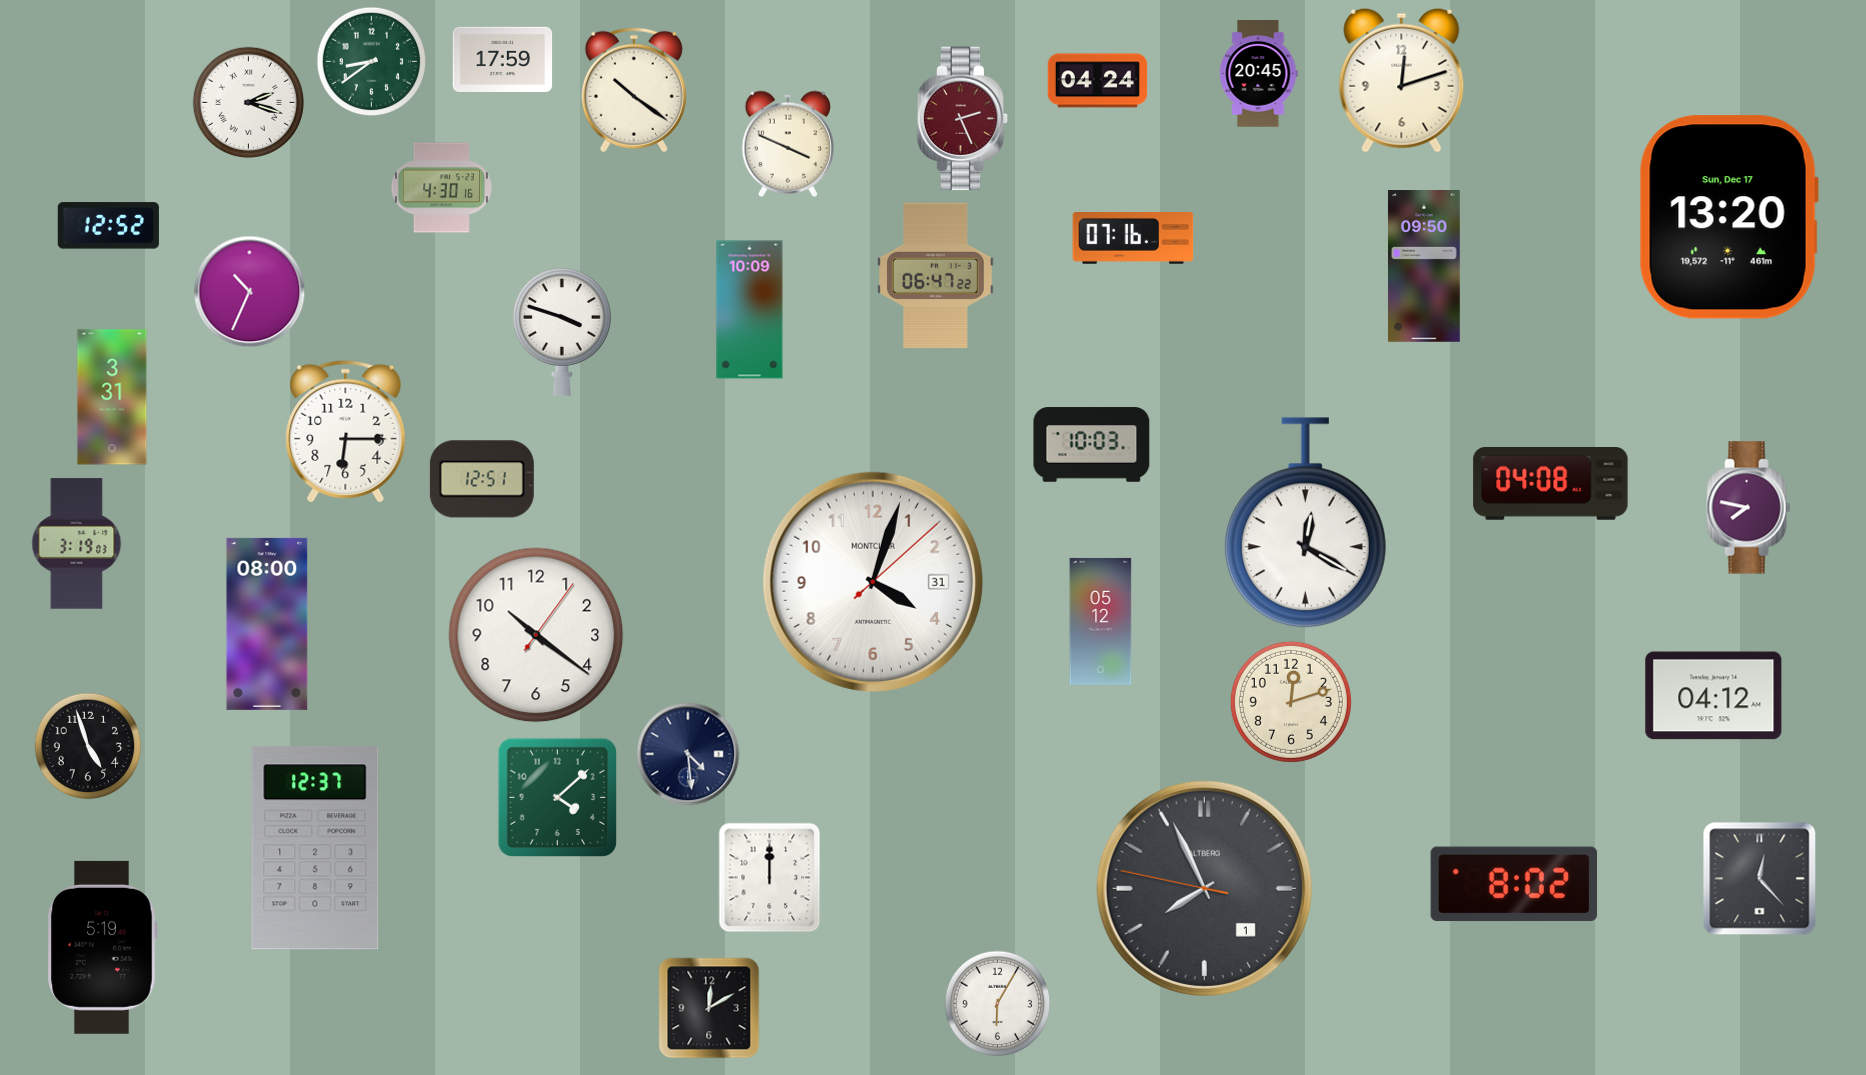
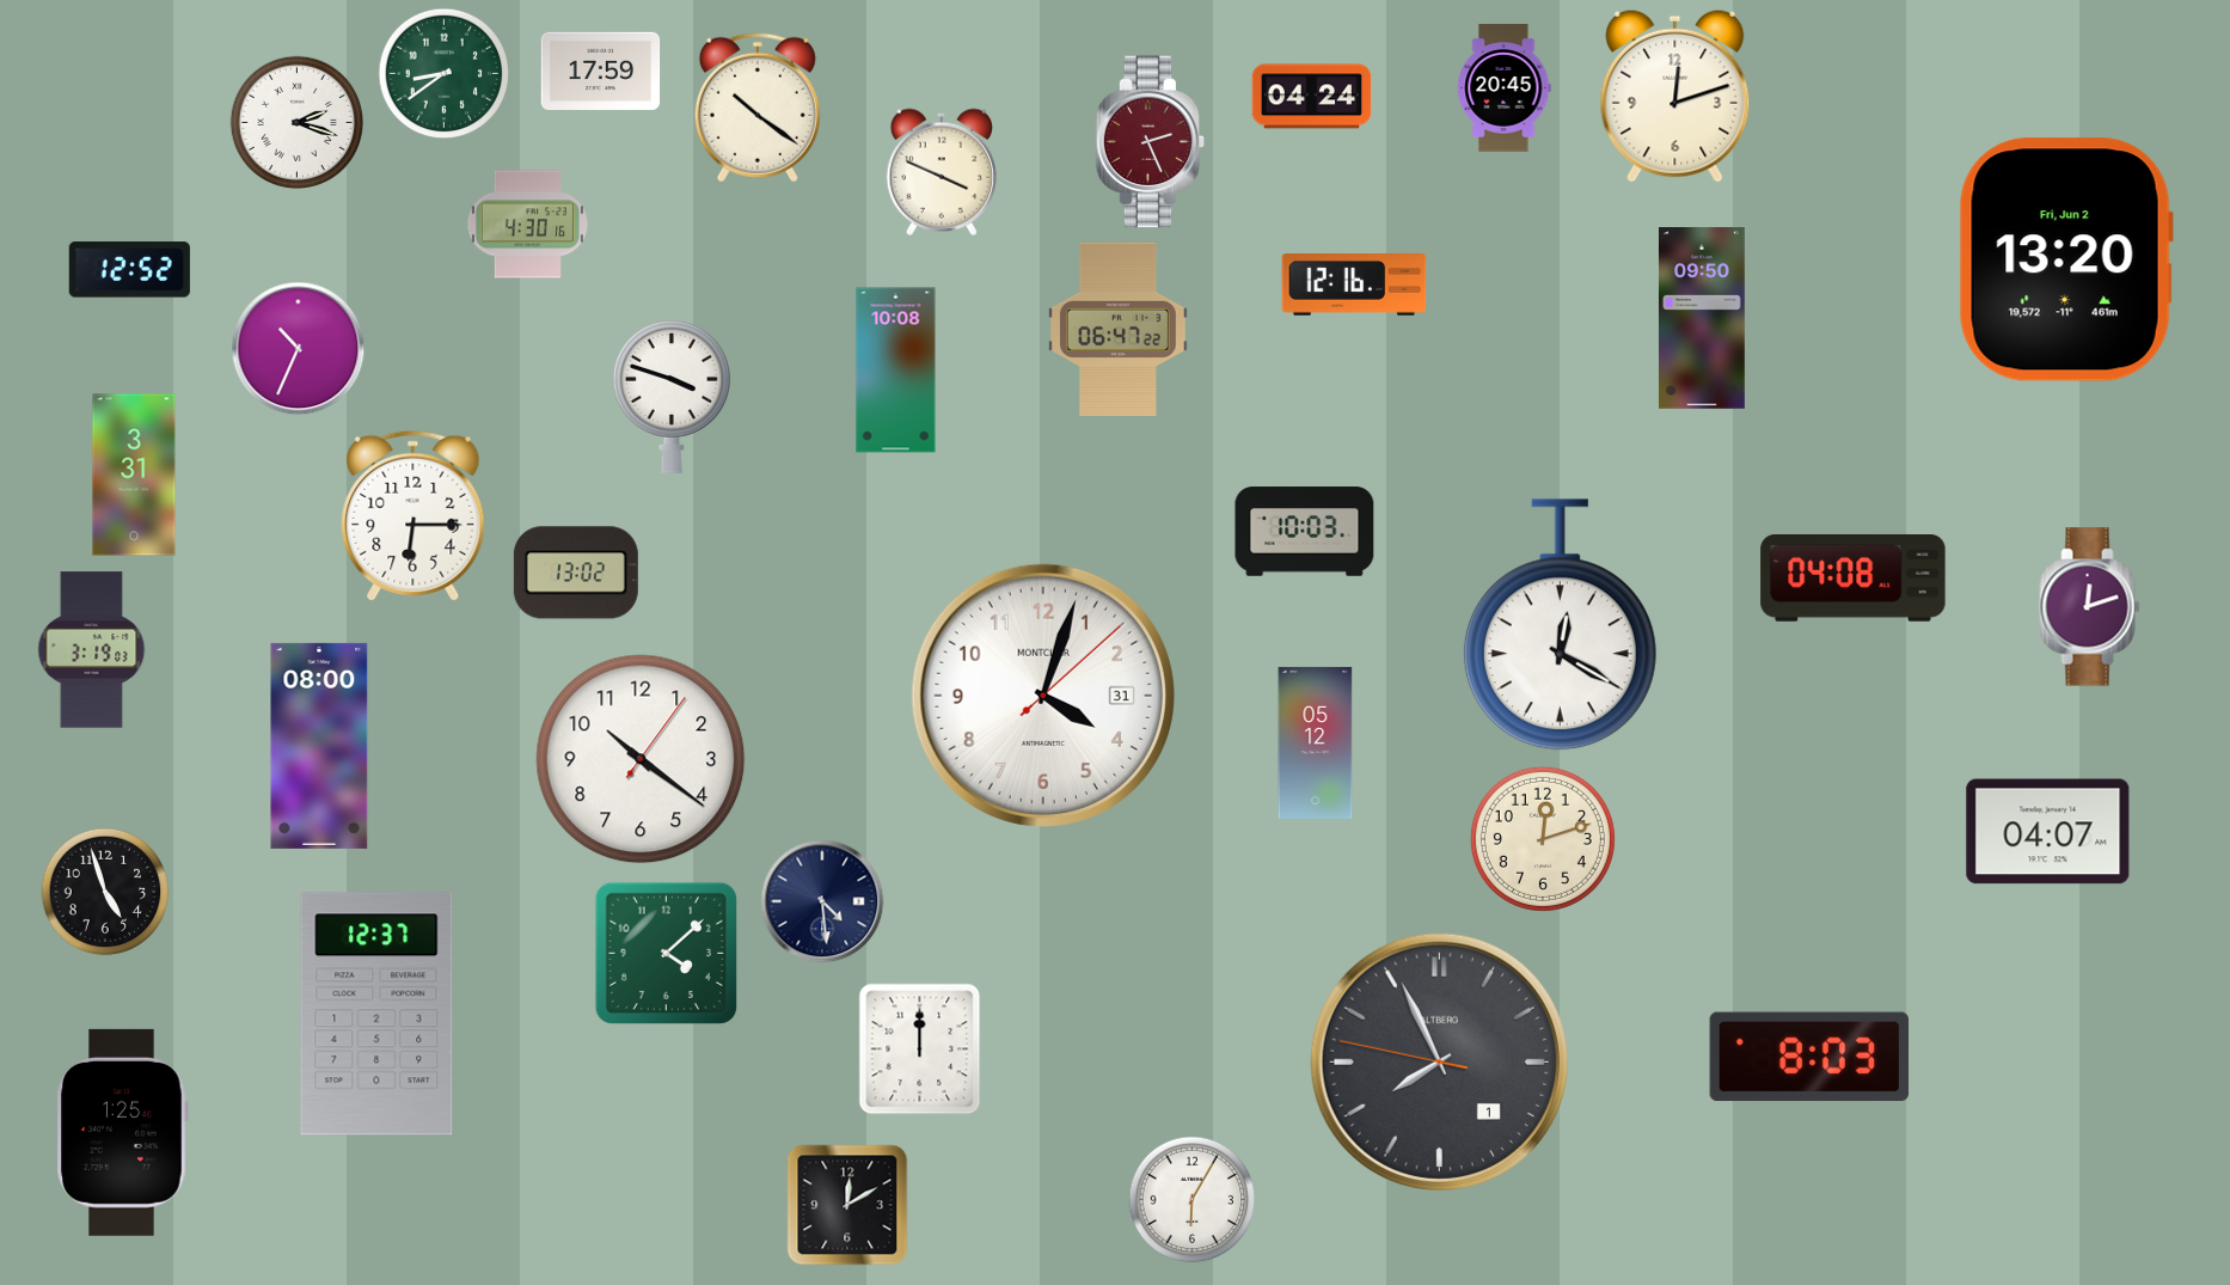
clock at (1729, 217) date: Sun, Dec 17 -> Fri, Jun 2
clock at (1133, 239): 07:16 -> 12:16
clock at (750, 310): 10:09 -> 10:08
clock at (482, 479): 12:51 -> 13:02
clock at (1749, 508): 7:47 -> 12:12
clock at (1714, 696): 04:12 -> 04:07
clock at (1760, 879): 12:23 -> none
clock at (1514, 884): 8:02 -> 8:03
clock at (102, 947): 5:19 -> 1:25
